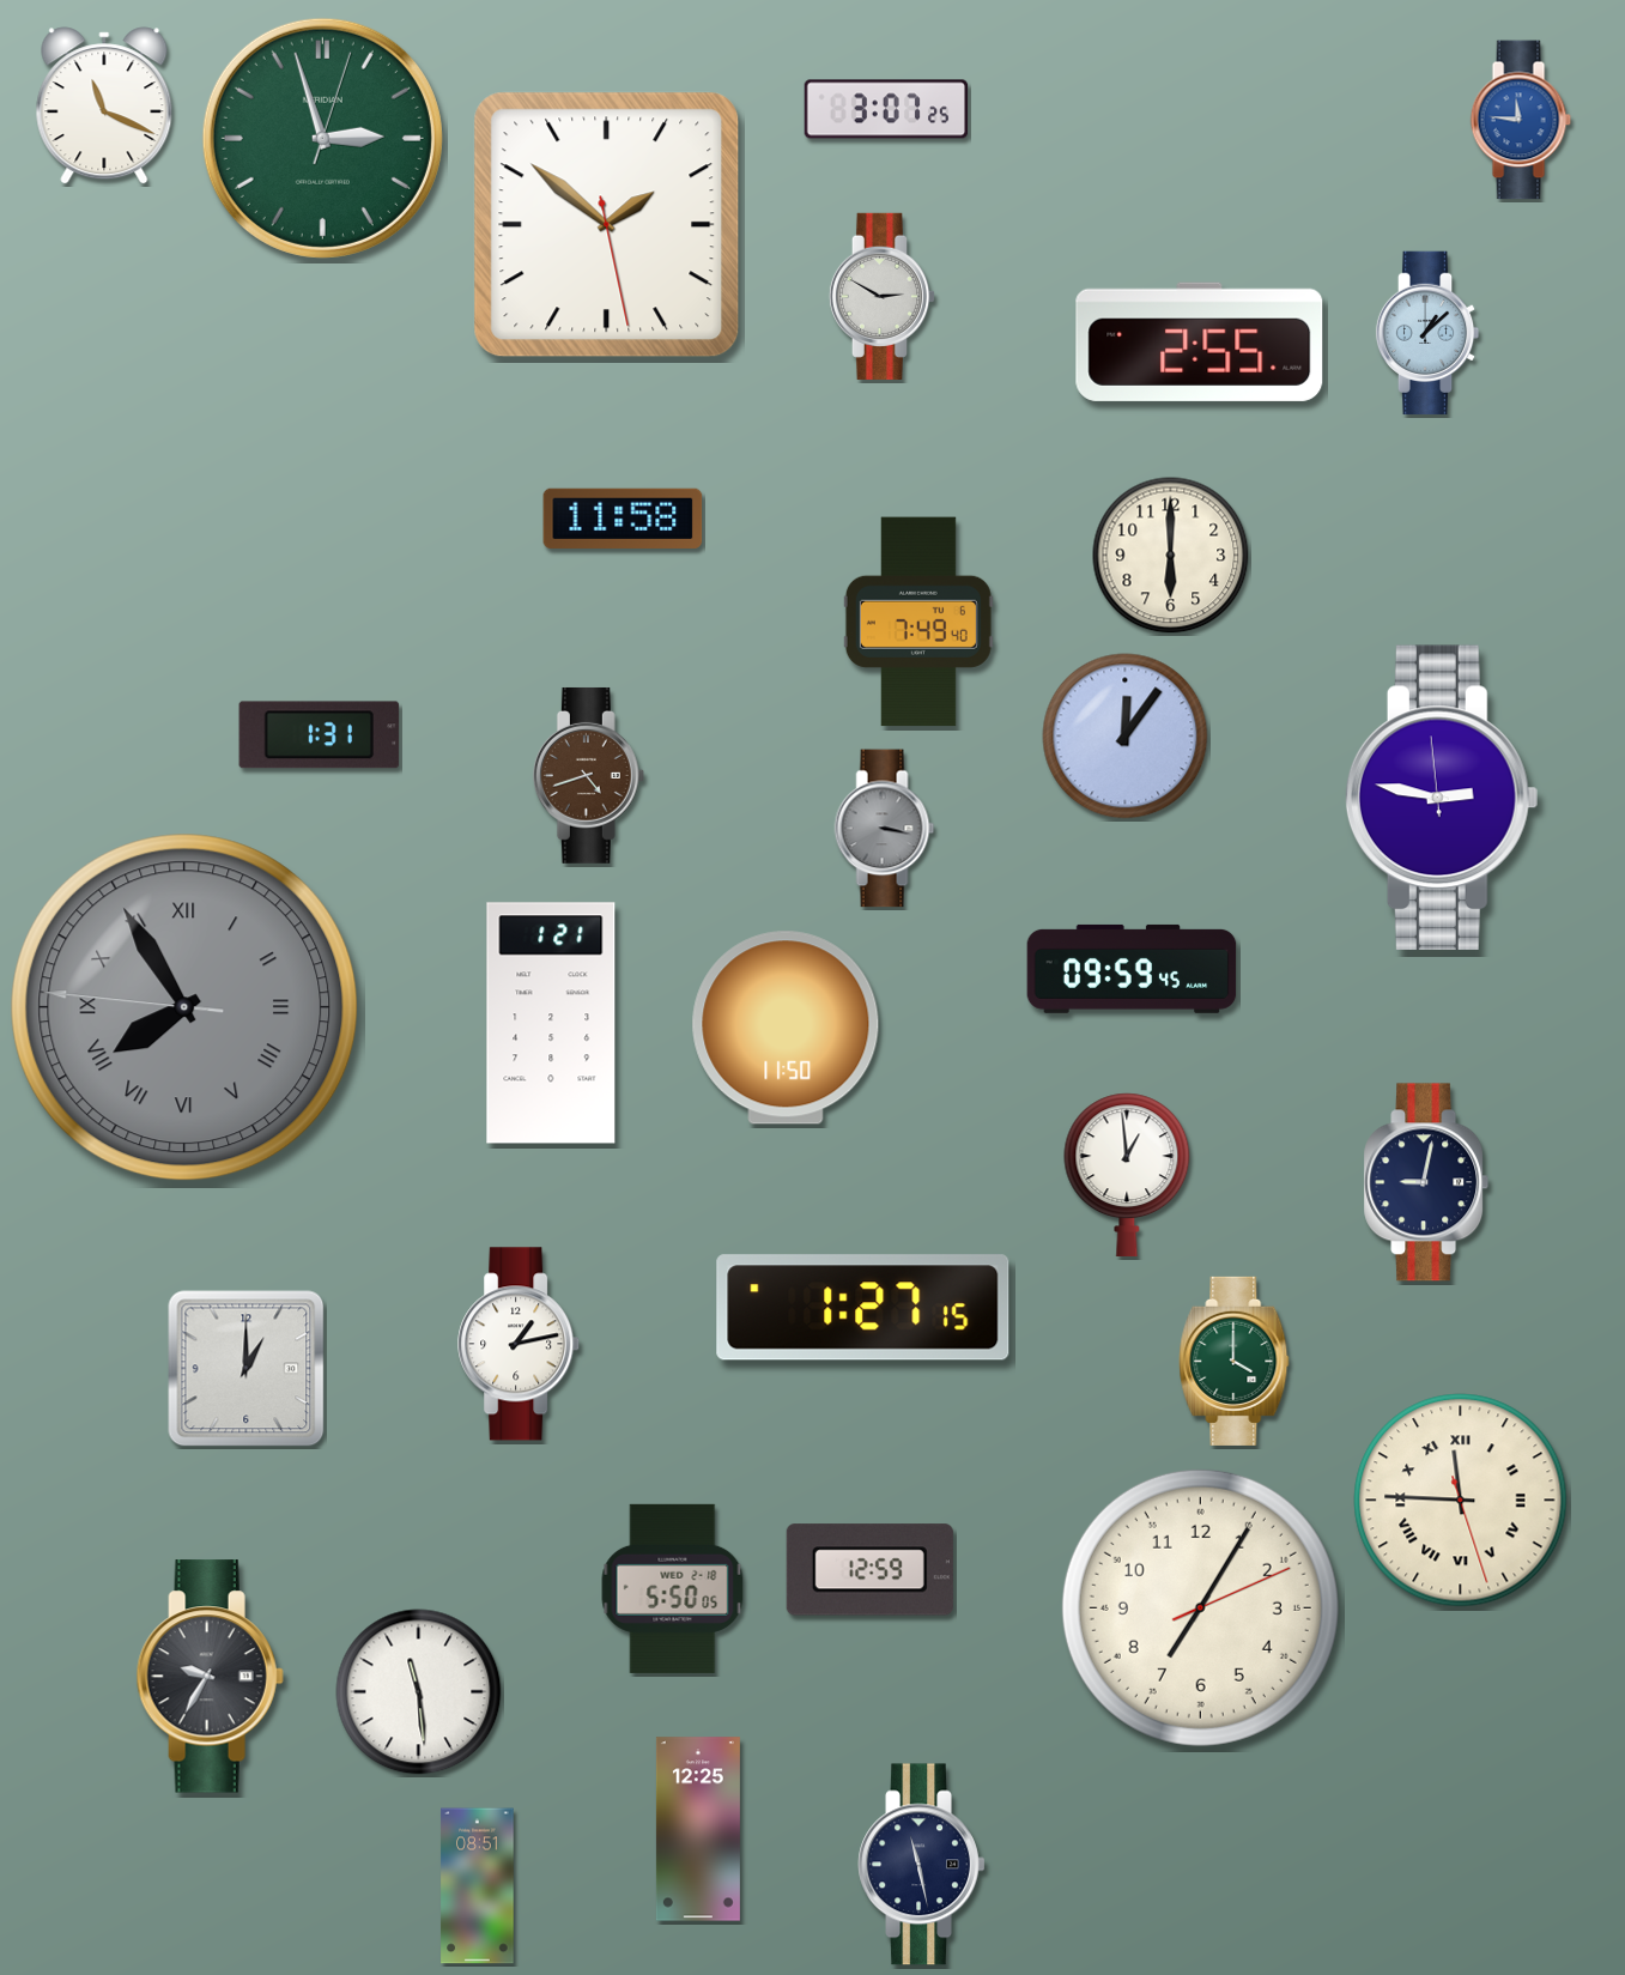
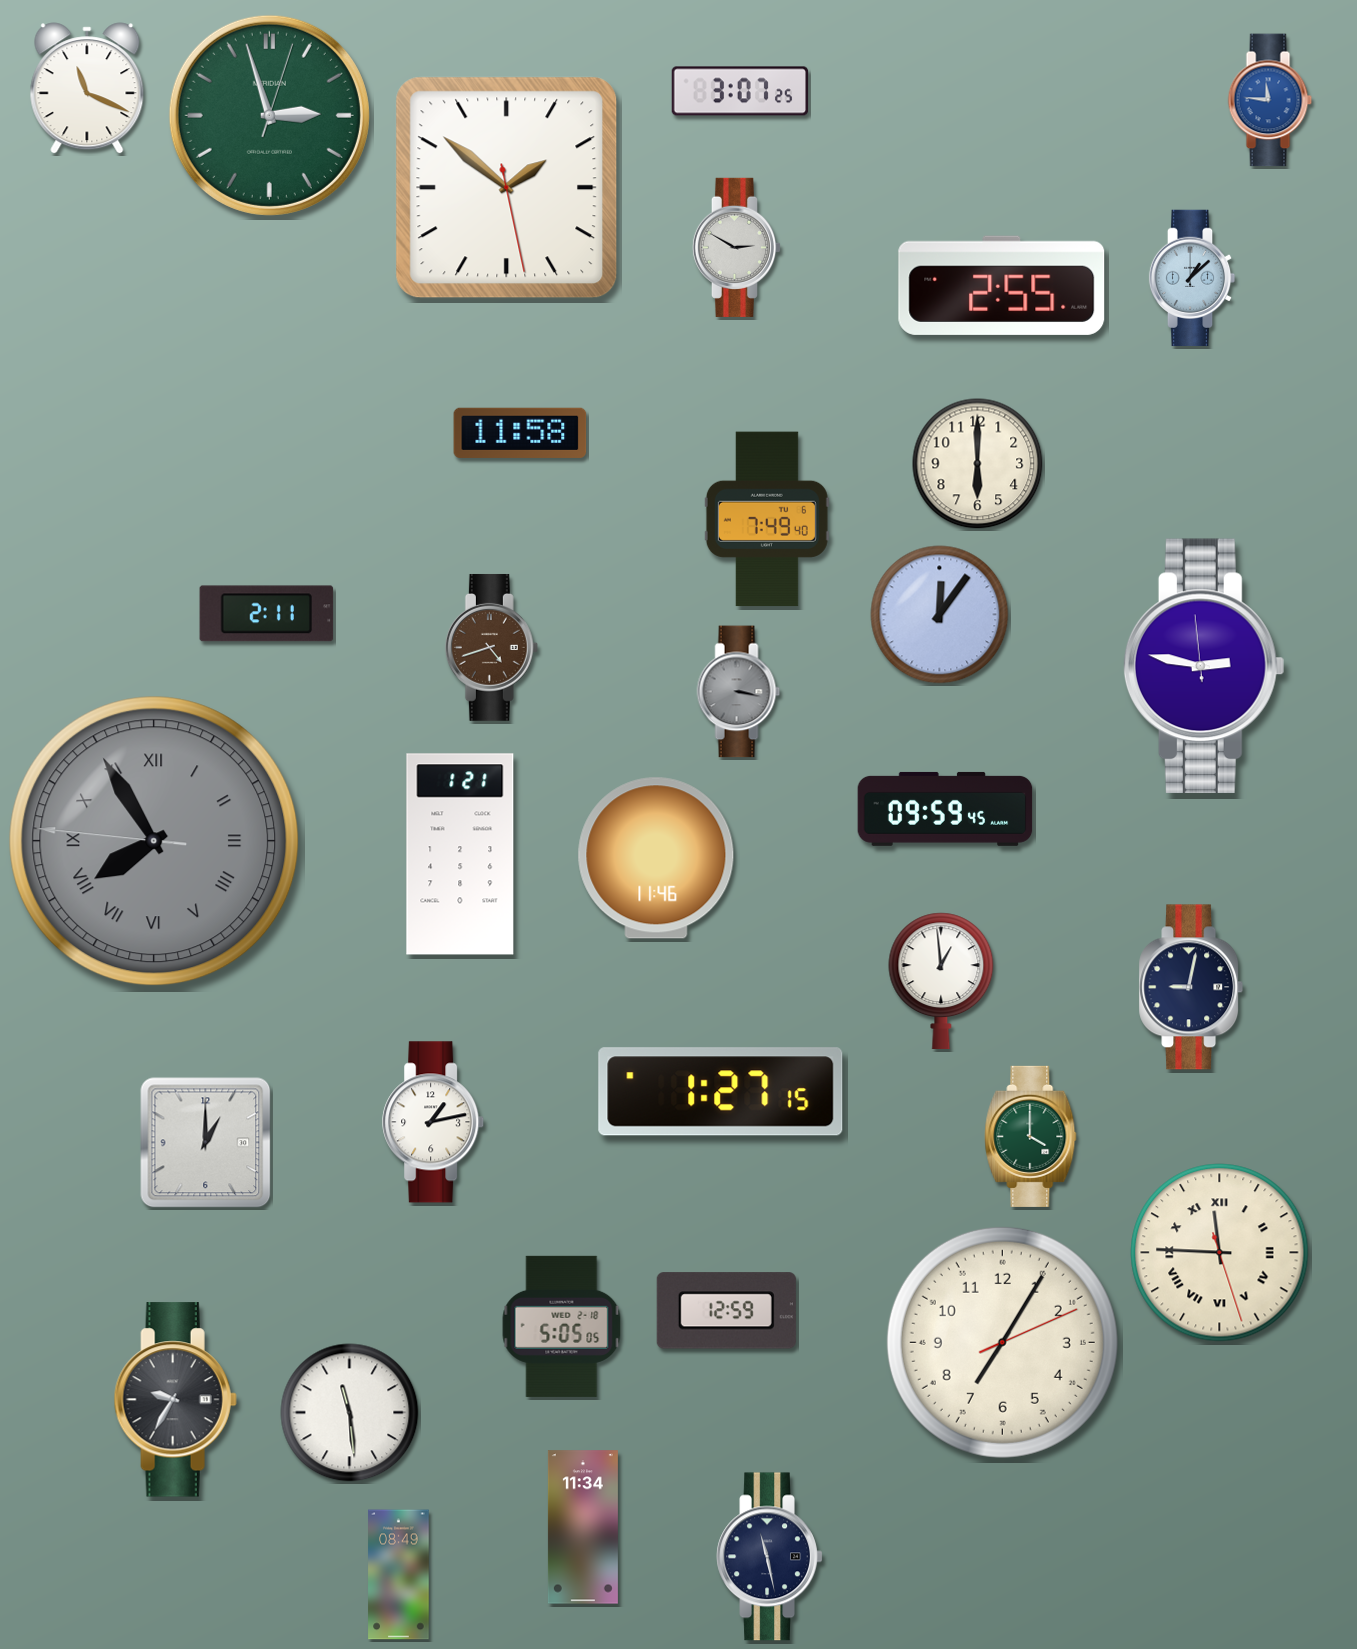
clock at (320, 735): 1:31 -> 2:11
clock at (786, 1028): 11:50 -> 11:46
clock at (673, 1588): 5:50 -> 5:05
clock at (698, 1829): 12:25 -> 11:34
clock at (478, 1886): 08:51 -> 08:49
